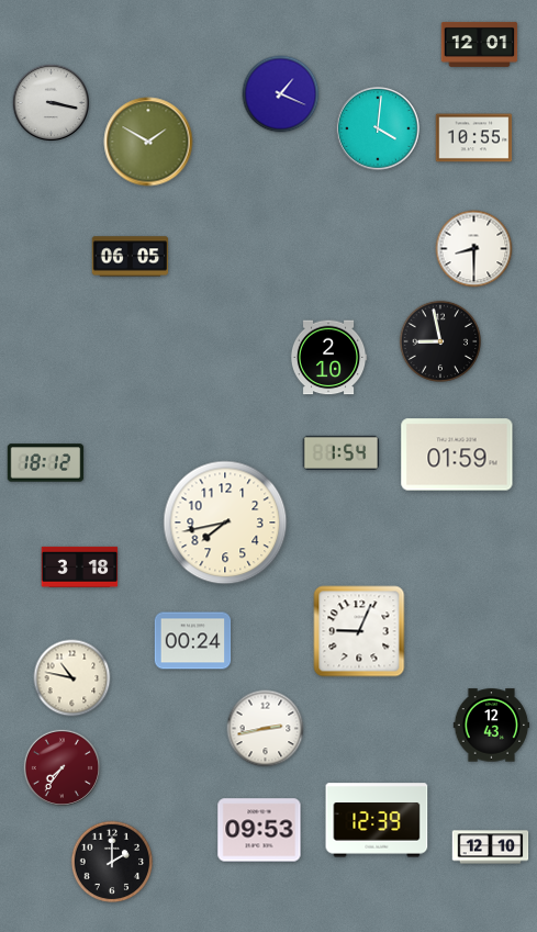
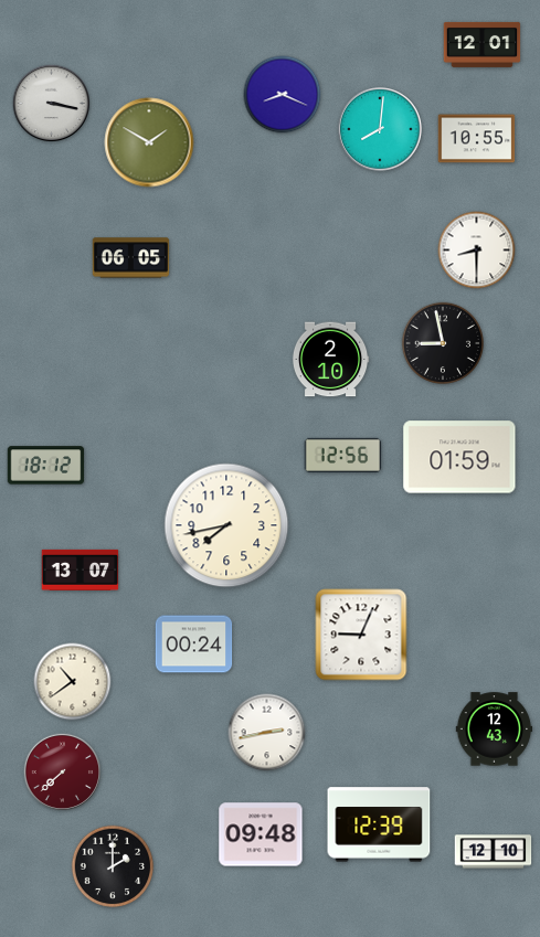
clock at (281, 94): 1:19 -> 8:19
clock at (378, 128): 4:01 -> 8:01
clock at (342, 452): 1:54 -> 12:56
clock at (80, 566): 3:18 -> 13:07
clock at (72, 678): 10:47 -> 10:39
clock at (61, 767): 7:36 -> 7:38
clock at (259, 830): 09:53 -> 09:48
